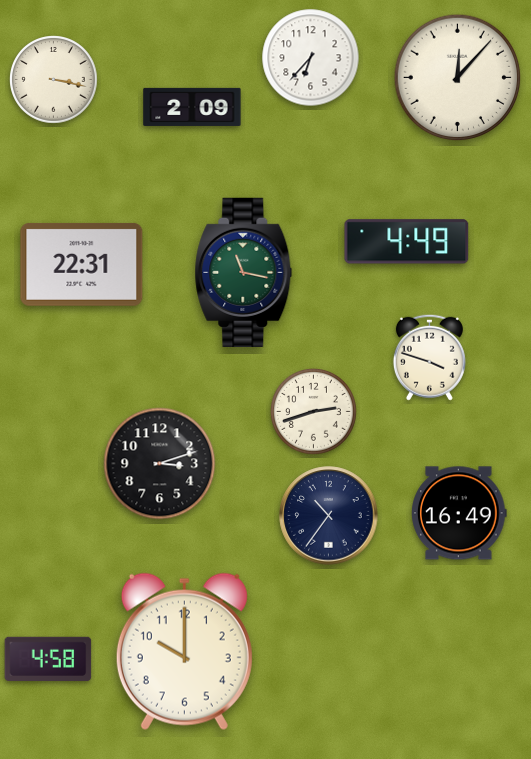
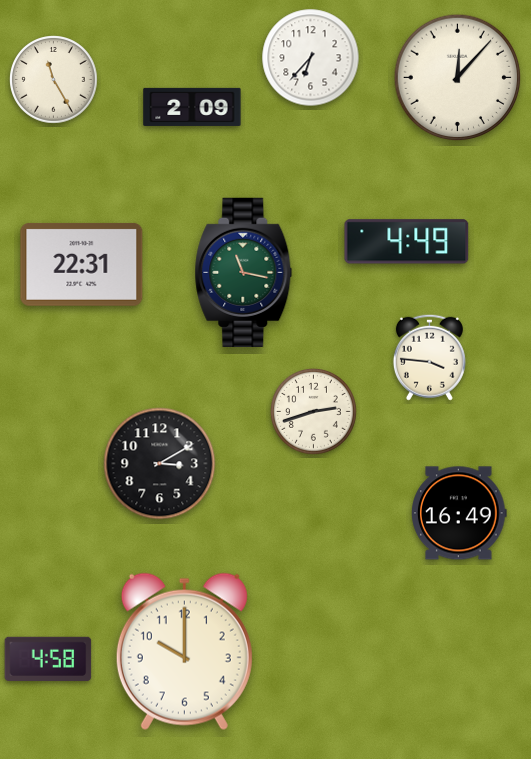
clock at (54, 80): 3:17 -> 11:25
clock at (429, 357): 3:48 -> 3:46
clock at (160, 464): 3:12 -> 3:10
clock at (329, 516): 10:36 -> none
